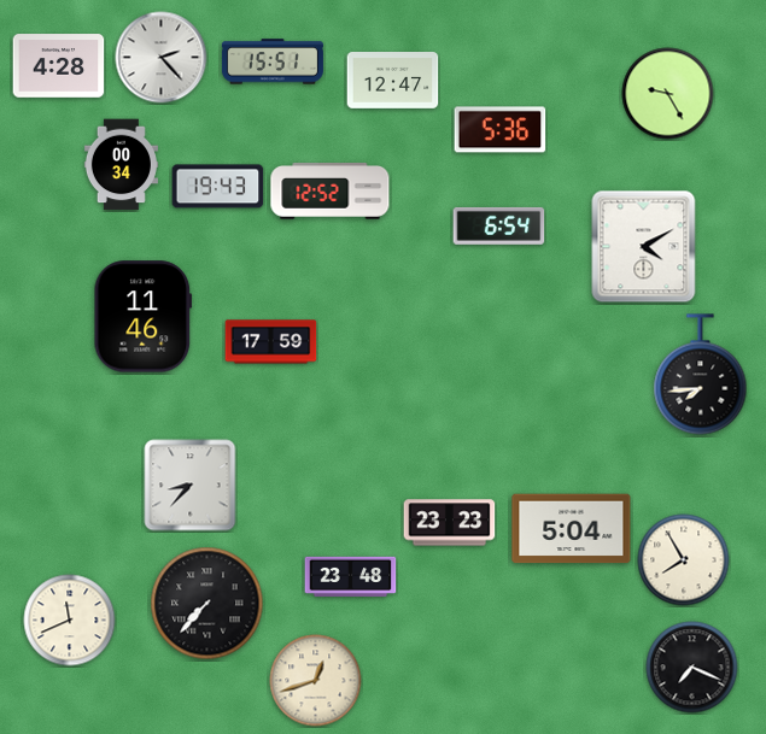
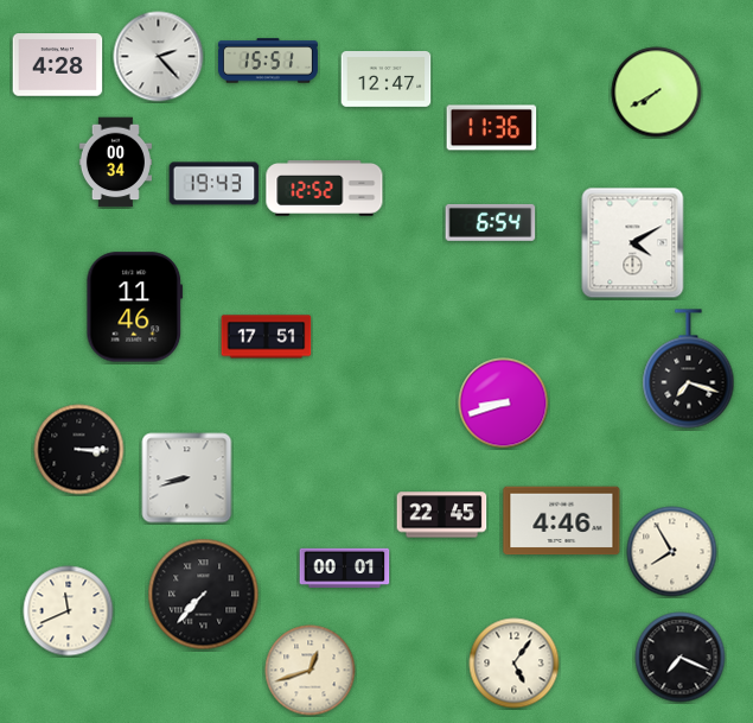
clock at (668, 94): 9:25 -> 7:40
clock at (501, 130): 5:36 -> 11:36
clock at (121, 165) position: (121, 165) -> (115, 163)
clock at (144, 317) position: (144, 317) -> (135, 307)
clock at (271, 342): 17:59 -> 17:51
clock at (701, 375): 7:44 -> 7:18
clock at (504, 404): none -> 8:42
clock at (79, 450): none -> 3:15
clock at (191, 486): 8:37 -> 8:42
clock at (450, 523): 23:23 -> 22:45
clock at (572, 529): 5:04 -> 4:46
clock at (351, 576): 23:48 -> 00:01
clock at (515, 664): none -> 5:06
